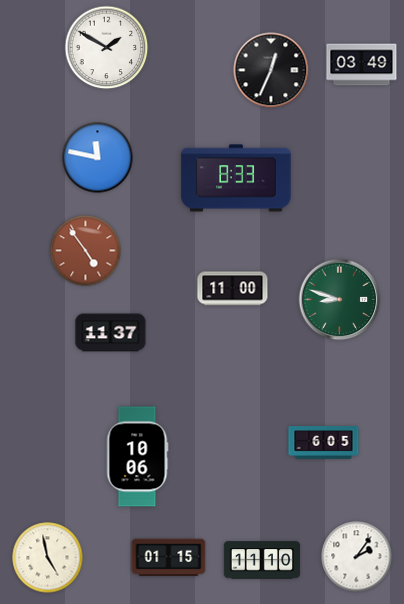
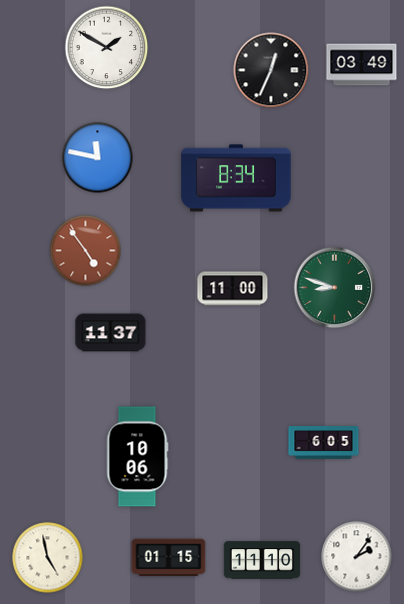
clock at (236, 178): 8:33 -> 8:34
clock at (340, 300) position: (340, 300) -> (335, 288)
